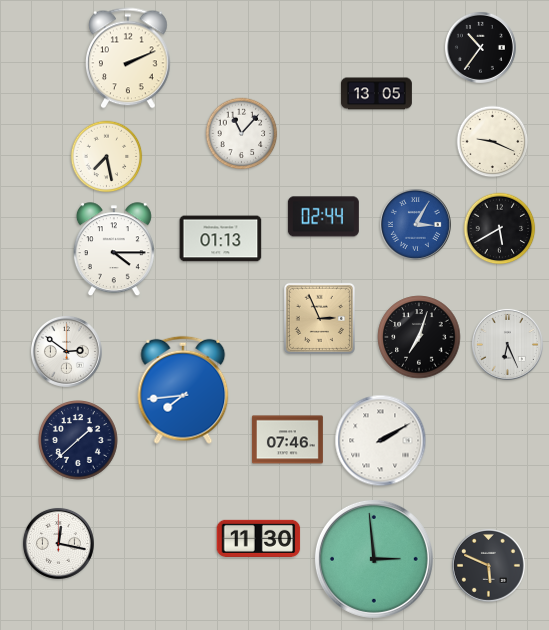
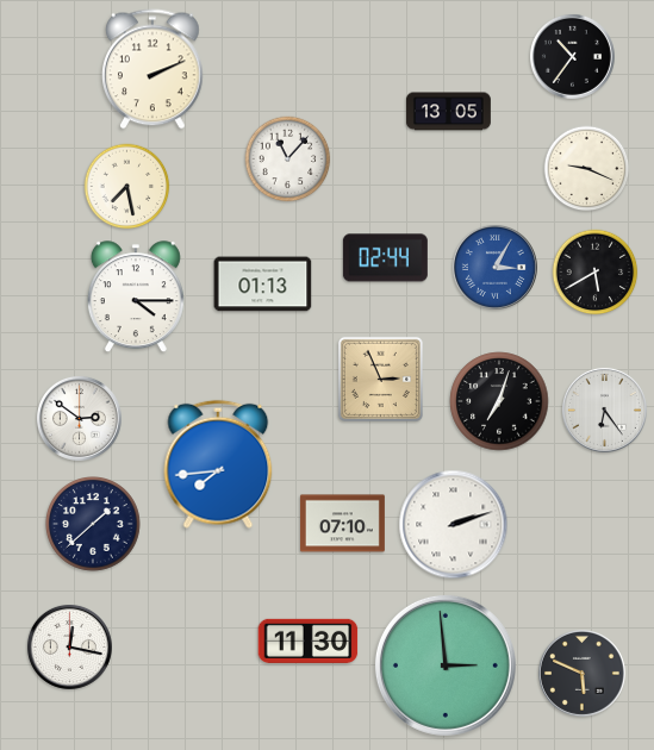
clock at (507, 344): 6:26 -> 6:24
clock at (287, 440): 07:46 -> 07:10
clock at (381, 441): 2:10 -> 2:12
